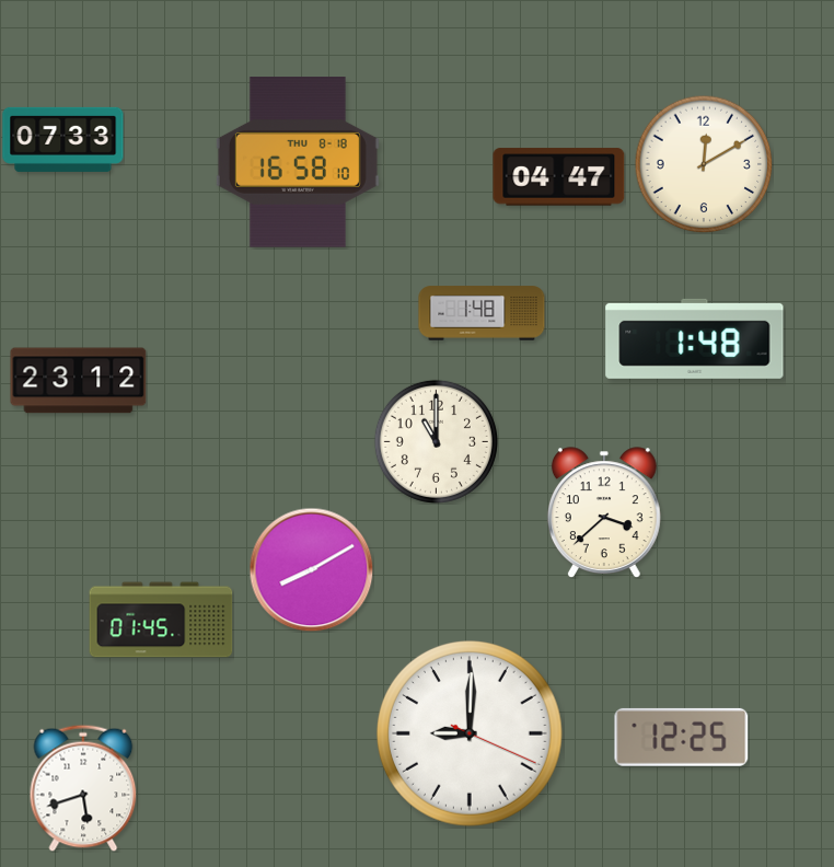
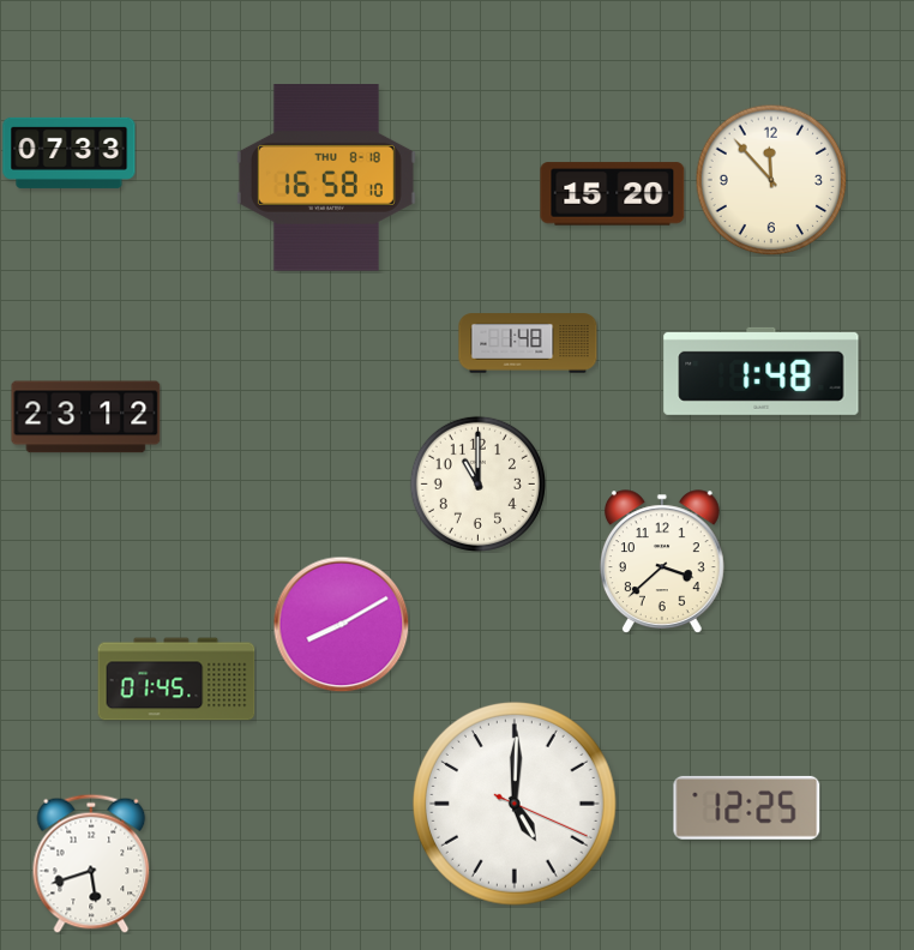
clock at (704, 164): 12:10 -> 11:53
clock at (559, 177): 04:47 -> 15:20
clock at (470, 733): 9:00 -> 5:00
